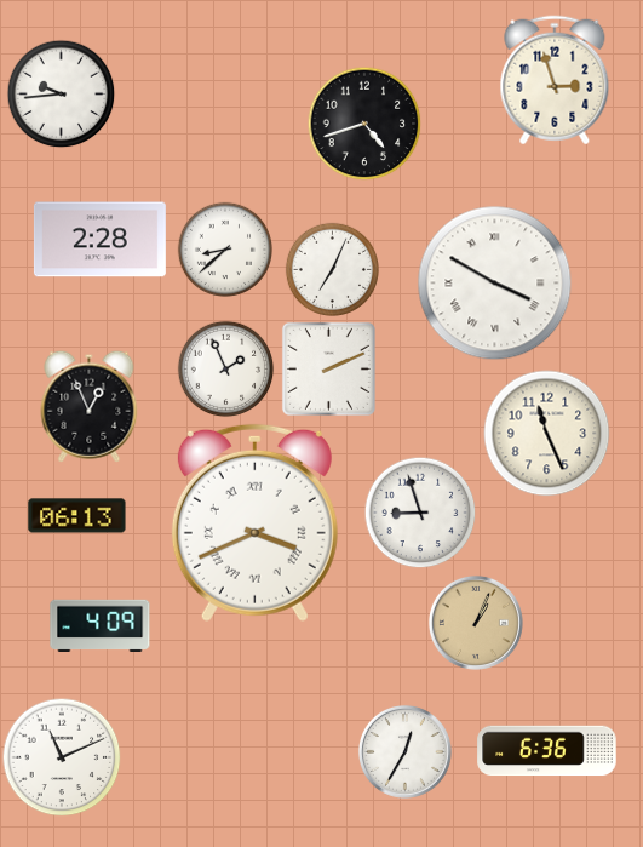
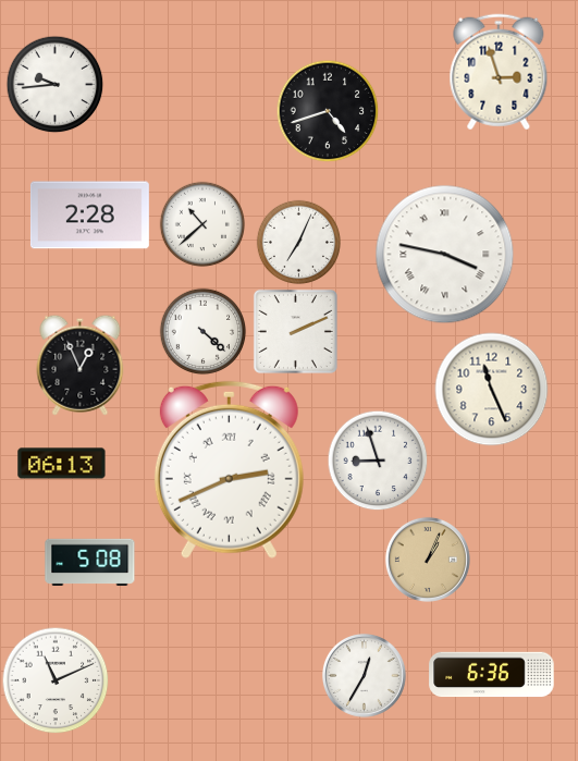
clock at (224, 248): 8:38 -> 10:38
clock at (495, 284): 3:50 -> 3:47
clock at (225, 368): 1:56 -> 4:22
clock at (77, 516) position: (77, 516) -> (62, 464)
clock at (254, 522): 3:41 -> 2:41
clock at (101, 625): 4:09 -> 5:08
